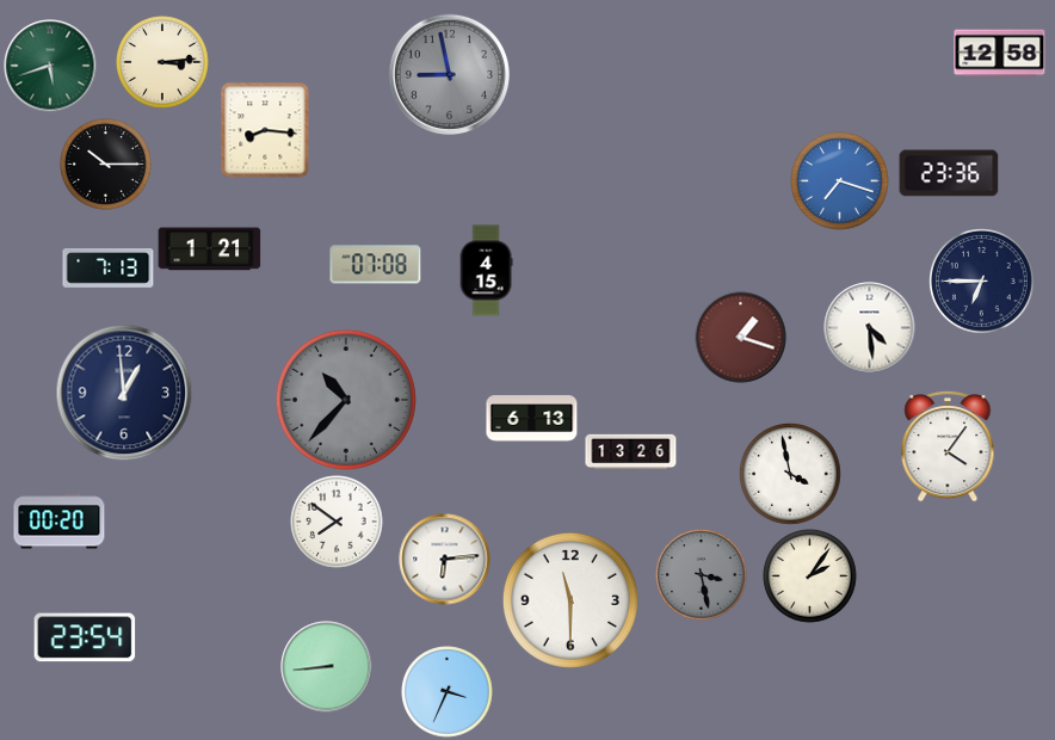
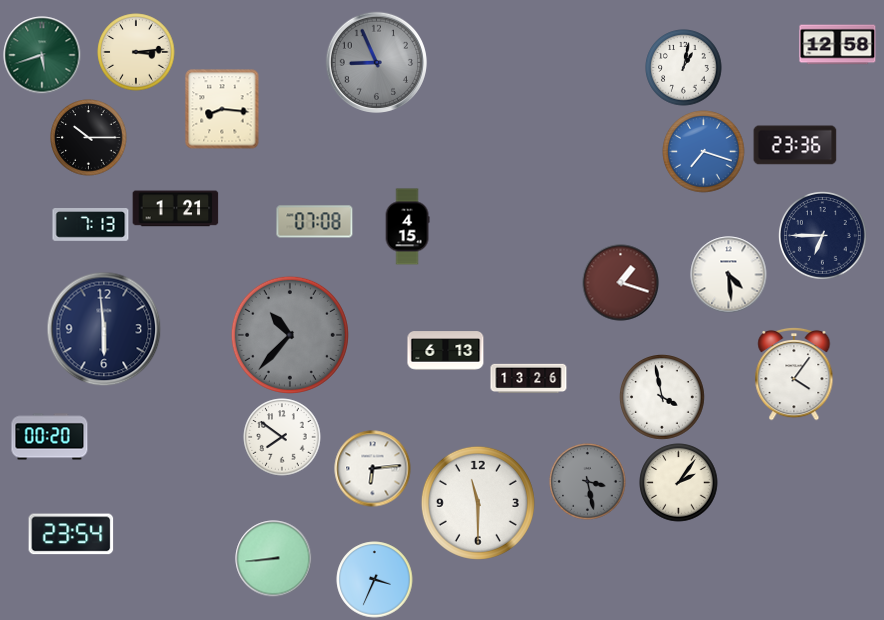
clock at (449, 74): 8:58 -> 8:56
clock at (684, 68): none -> 1:02
clock at (124, 393): 12:59 -> 5:59
